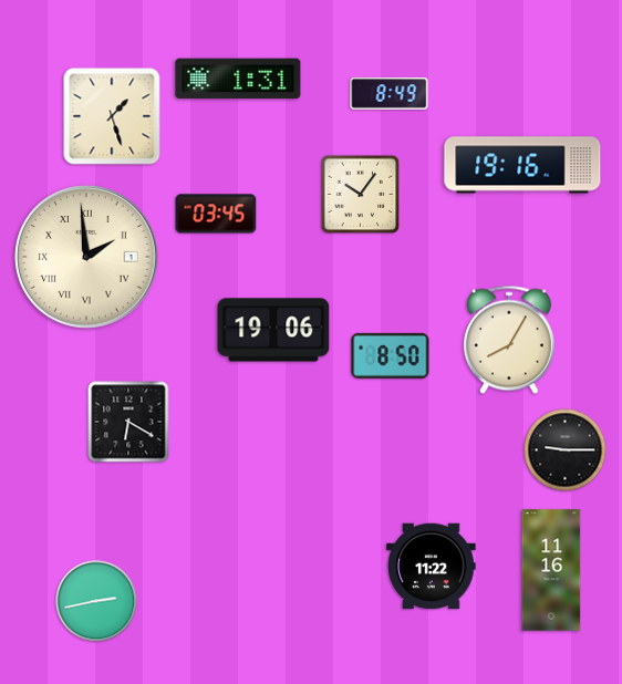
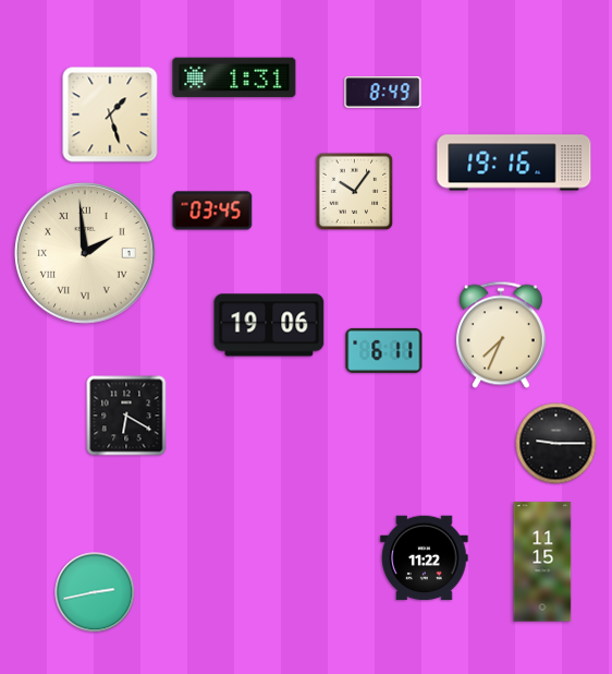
clock at (509, 340): 8:05 -> 7:34
clock at (391, 355): 8:50 -> 6:11
clock at (551, 570): 11:16 -> 11:15
